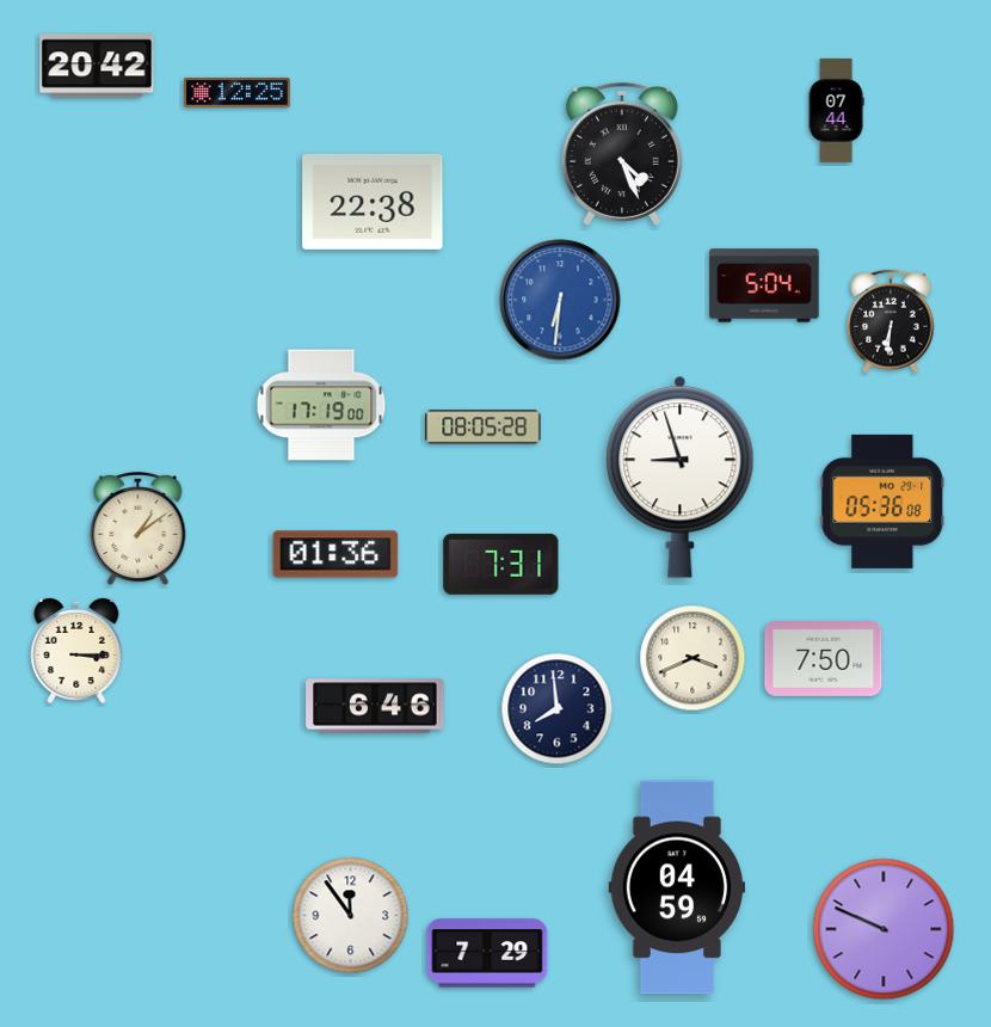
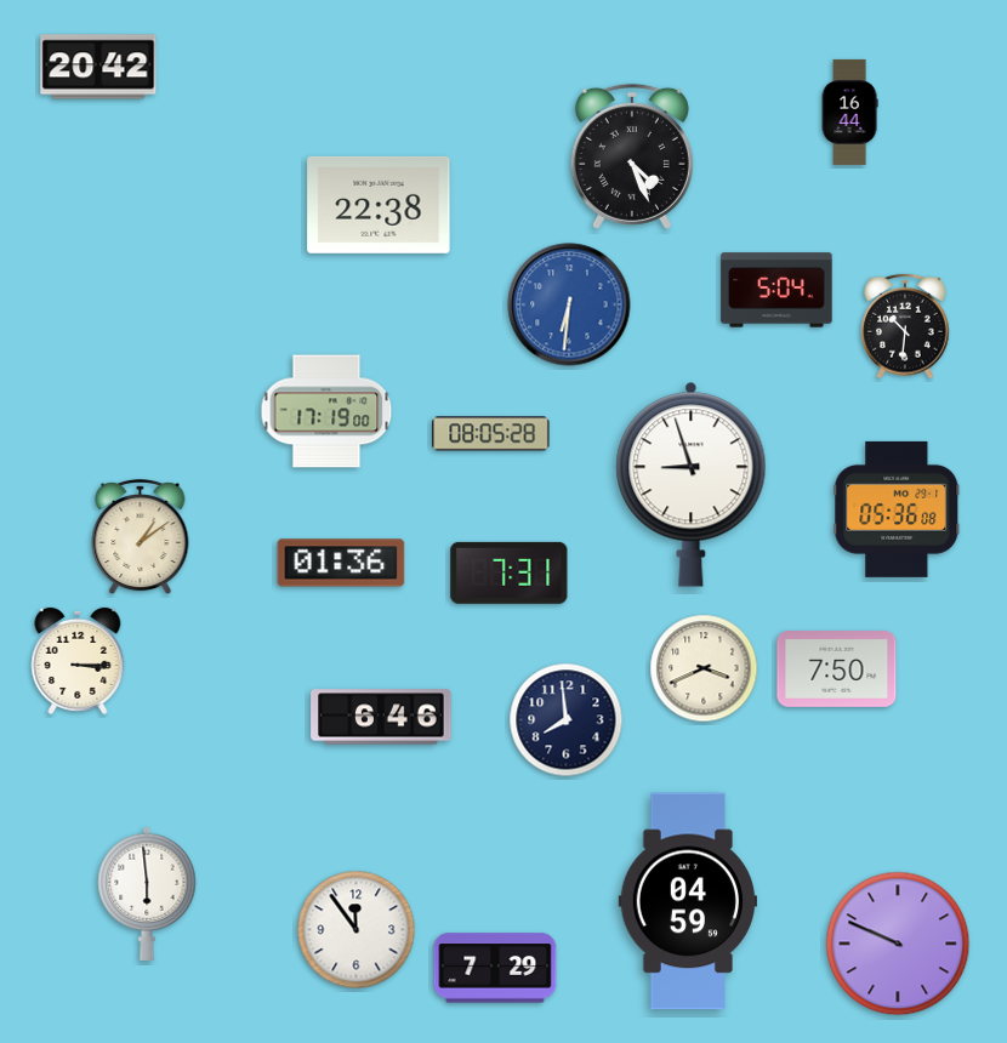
clock at (238, 93): 12:25 -> none
clock at (836, 110): 07:44 -> 16:44
clock at (891, 321): 6:31 -> 10:31
clock at (147, 894): none -> 5:59
